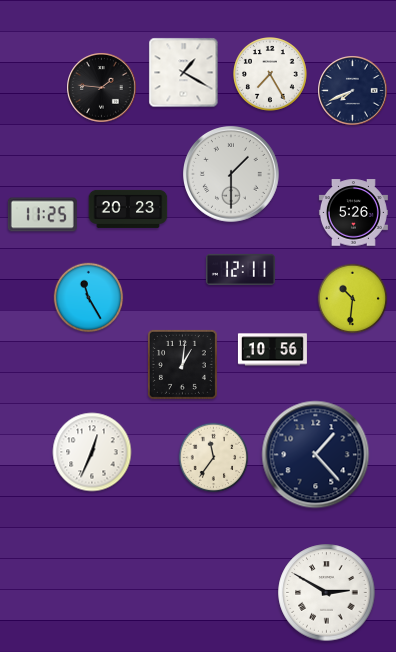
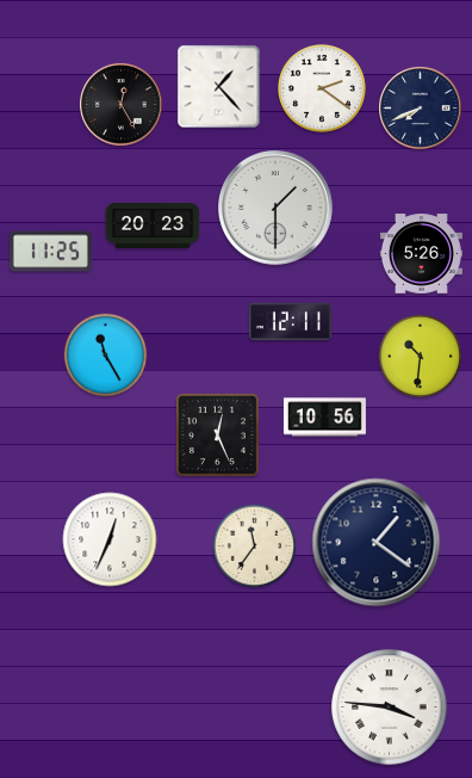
clock at (184, 73): 1:20 -> 1:23
clock at (271, 75): 7:25 -> 2:21
clock at (102, 88): 1:46 -> 12:25
clock at (128, 209) position: (128, 209) -> (153, 226)
clock at (42, 215) position: (42, 215) -> (50, 252)
clock at (240, 269) position: (240, 269) -> (290, 321)
clock at (182, 364): 1:01 -> 12:26
clock at (316, 455): 1:23 -> 1:21
clock at (327, 593): 2:50 -> 3:46
